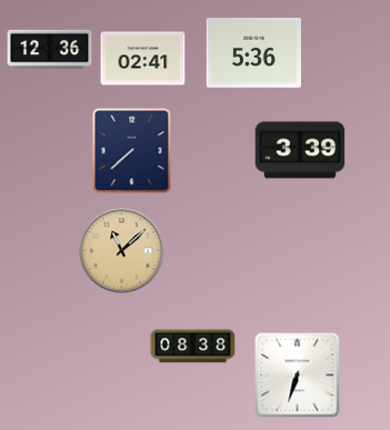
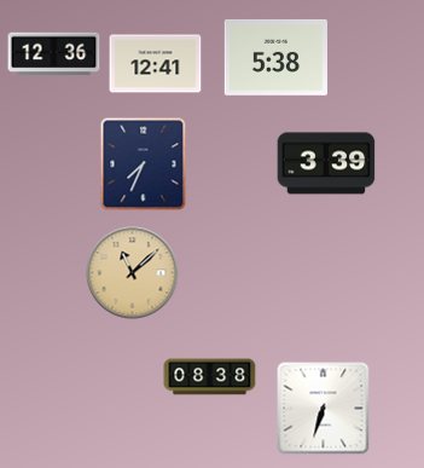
clock at (253, 53): 5:36 -> 5:38
clock at (143, 59): 02:41 -> 12:41
clock at (132, 151): 7:38 -> 7:34
